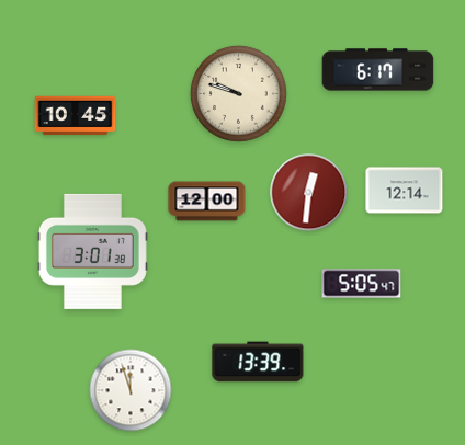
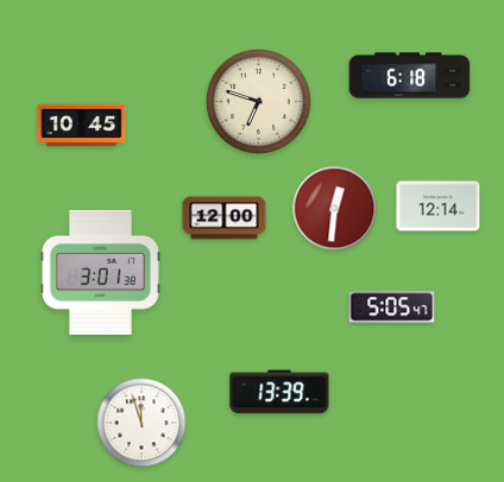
clock at (378, 70): 6:17 -> 6:18
clock at (238, 93): 9:48 -> 6:48
